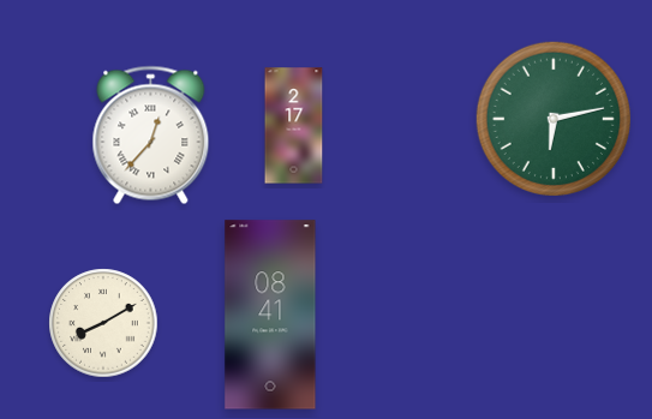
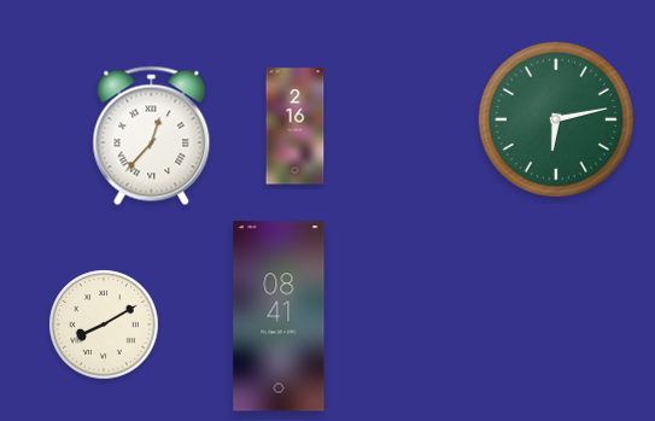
clock at (294, 126): 2:17 -> 2:16
clock at (270, 315) position: (270, 315) -> (279, 316)
